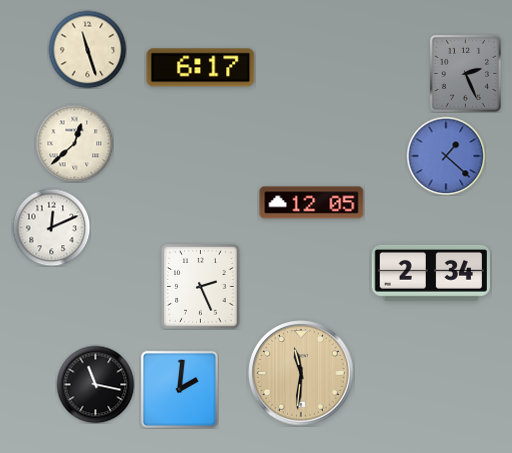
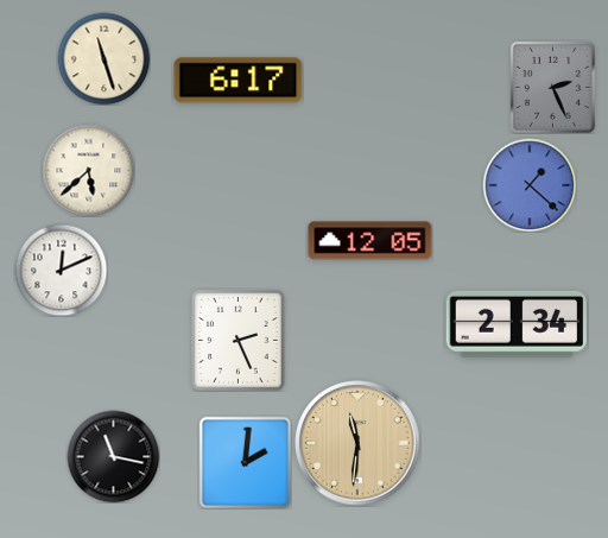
clock at (74, 143): 12:38 -> 5:38
clock at (431, 273) position: (431, 273) -> (517, 324)
clock at (179, 389) position: (179, 389) -> (245, 462)
